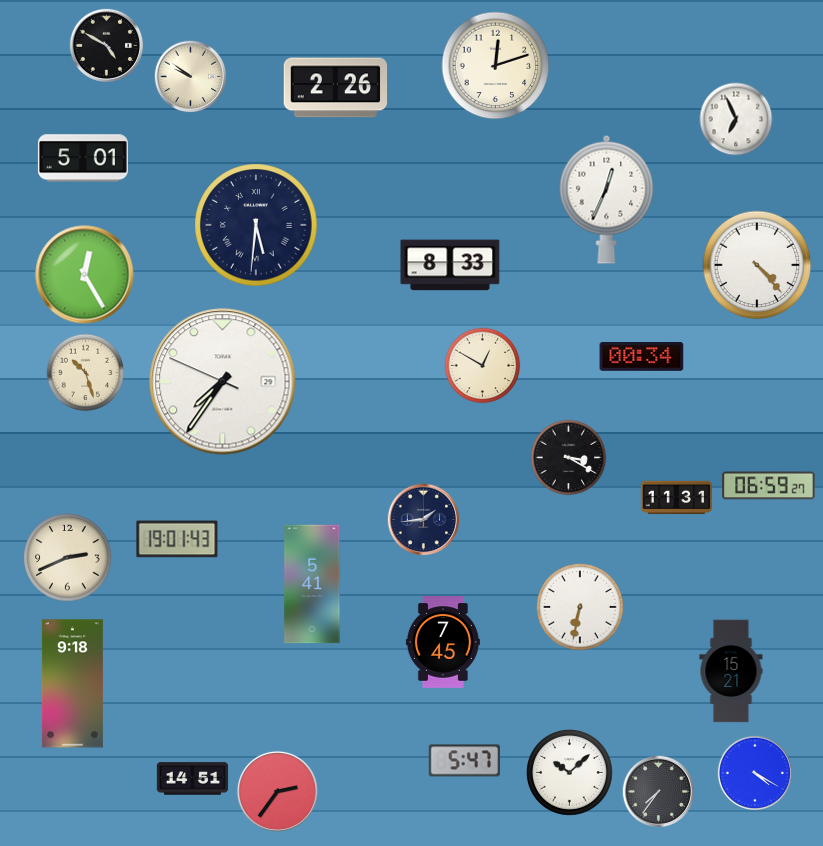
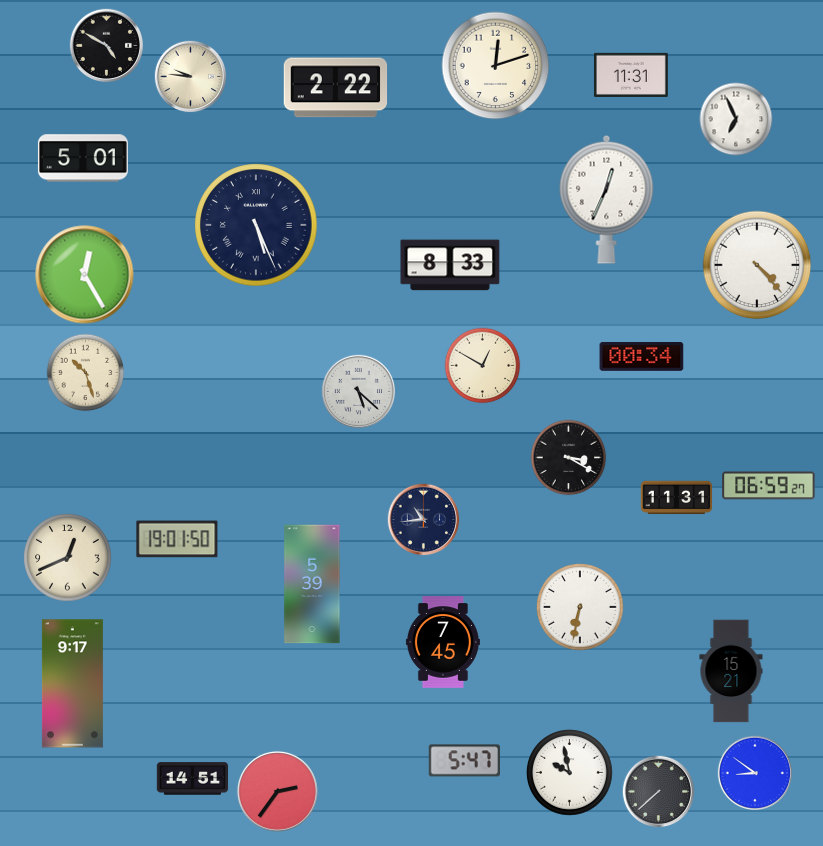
clock at (631, 75): none -> 11:31
clock at (191, 77): 9:51 -> 9:46
clock at (336, 88): 2:26 -> 2:22
clock at (256, 225): 5:31 -> 5:26
clock at (223, 382): 7:35 -> none
clock at (359, 392): none -> 5:22
clock at (424, 520): 1:44 -> 10:44
clock at (177, 539): 19:01:43 -> 19:01:50
clock at (68, 558): 2:41 -> 12:41
clock at (312, 584): 5:41 -> 5:39
clock at (72, 684): 9:18 -> 9:17
clock at (754, 772): 4:20 -> 8:51
clock at (570, 773): 10:08 -> 9:58
clock at (659, 792): 7:36 -> 7:38
